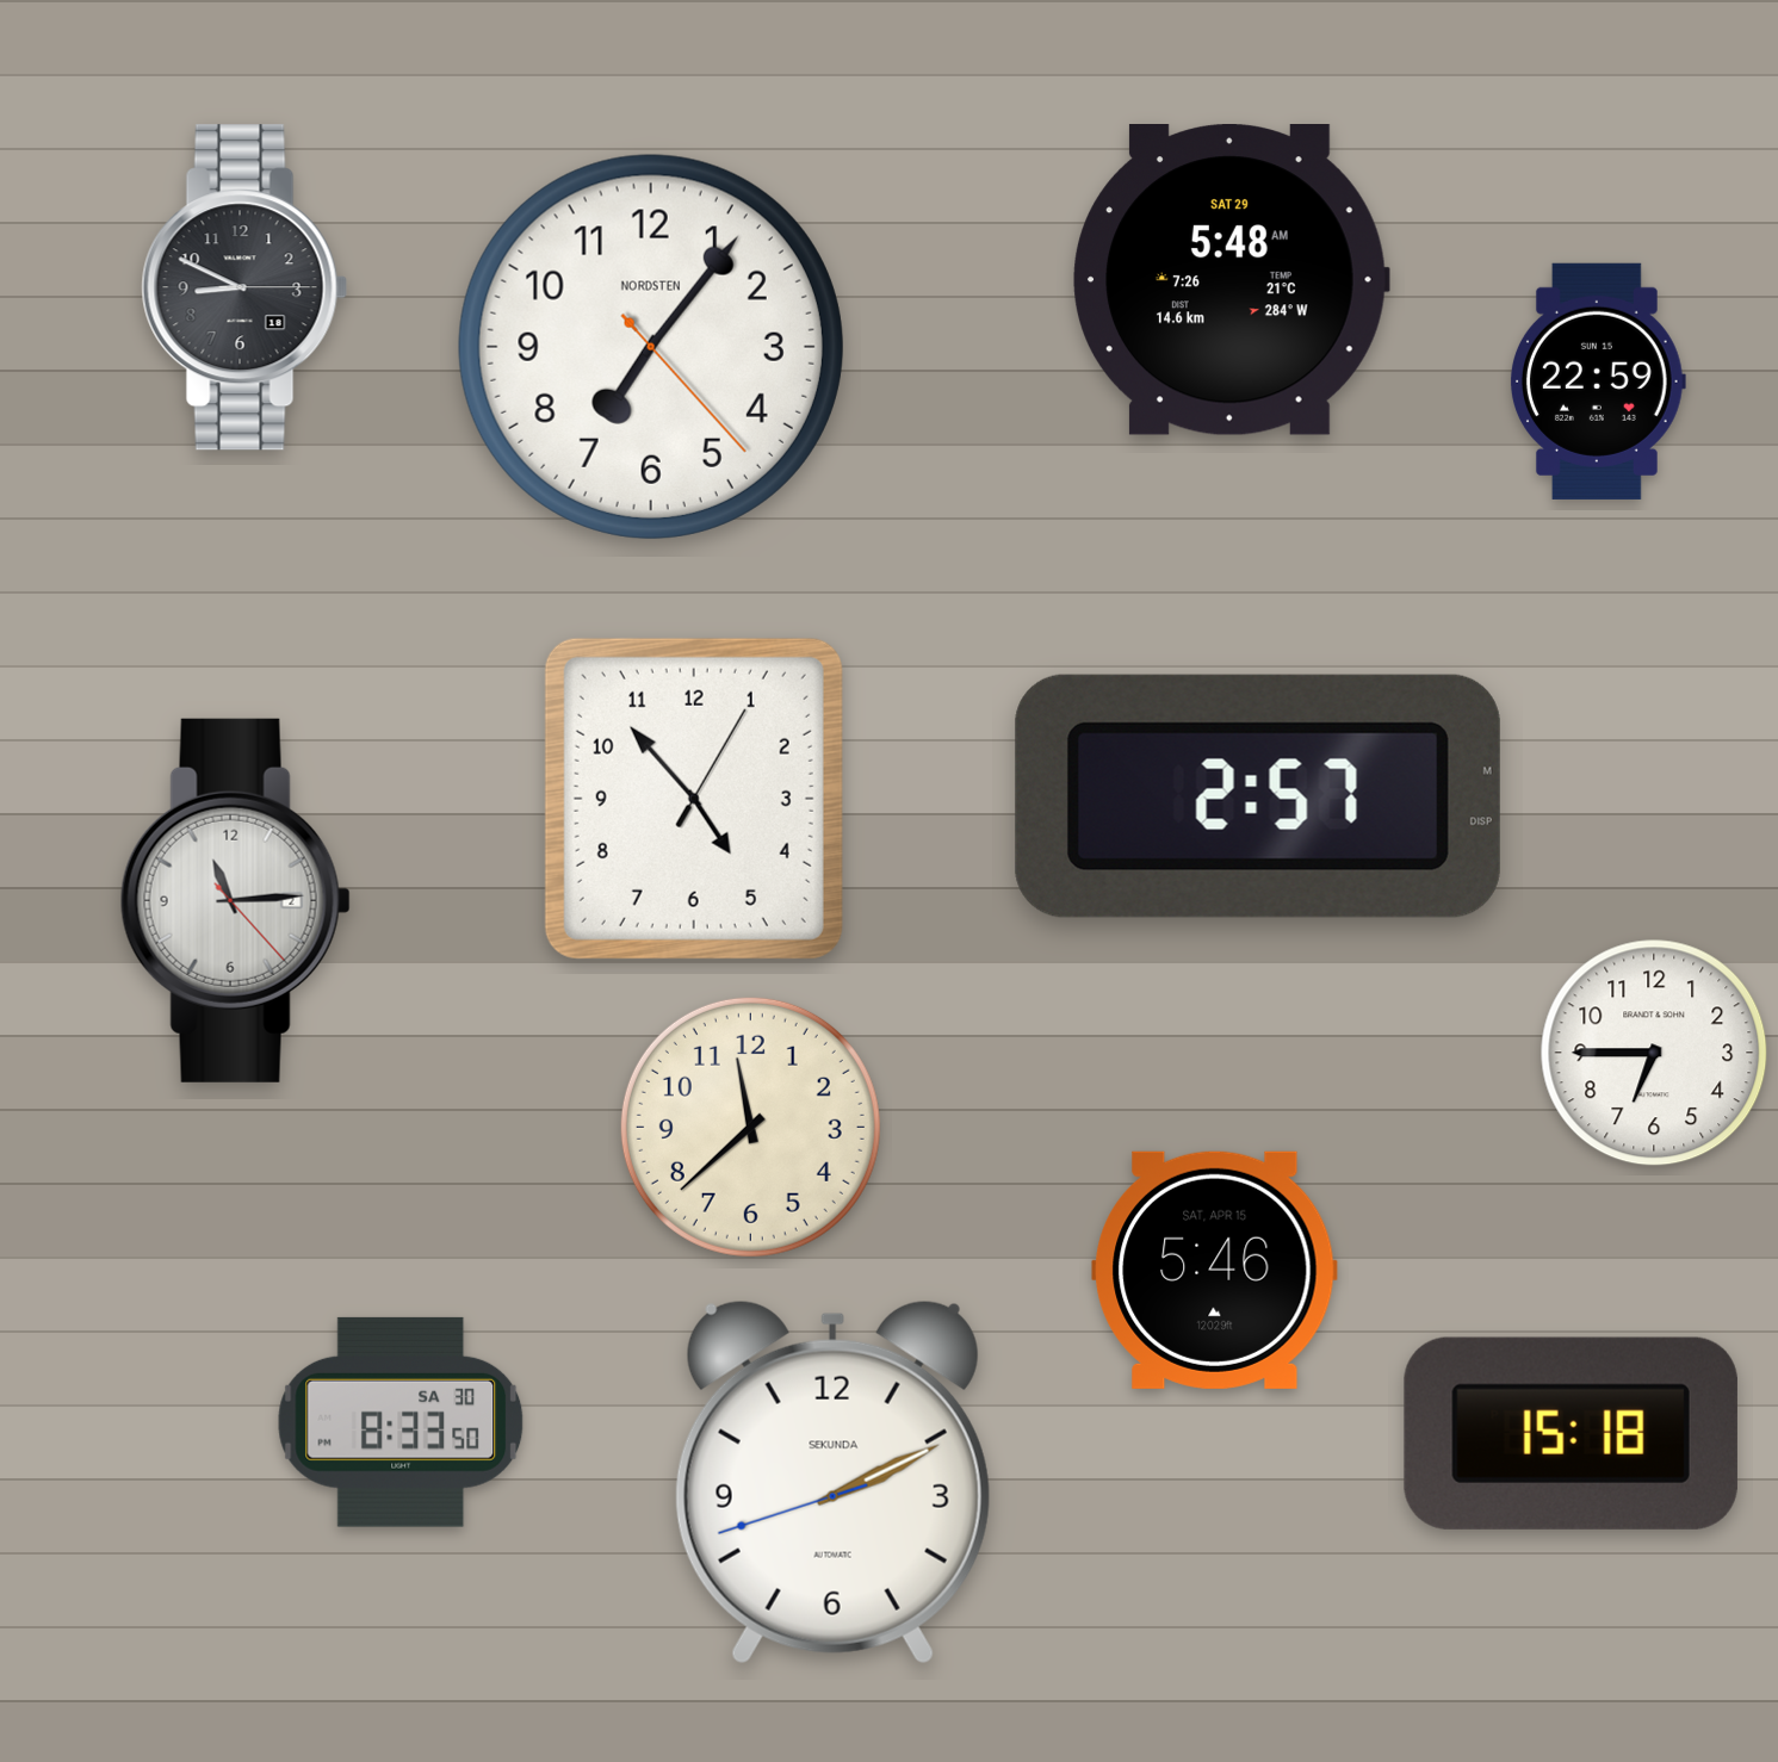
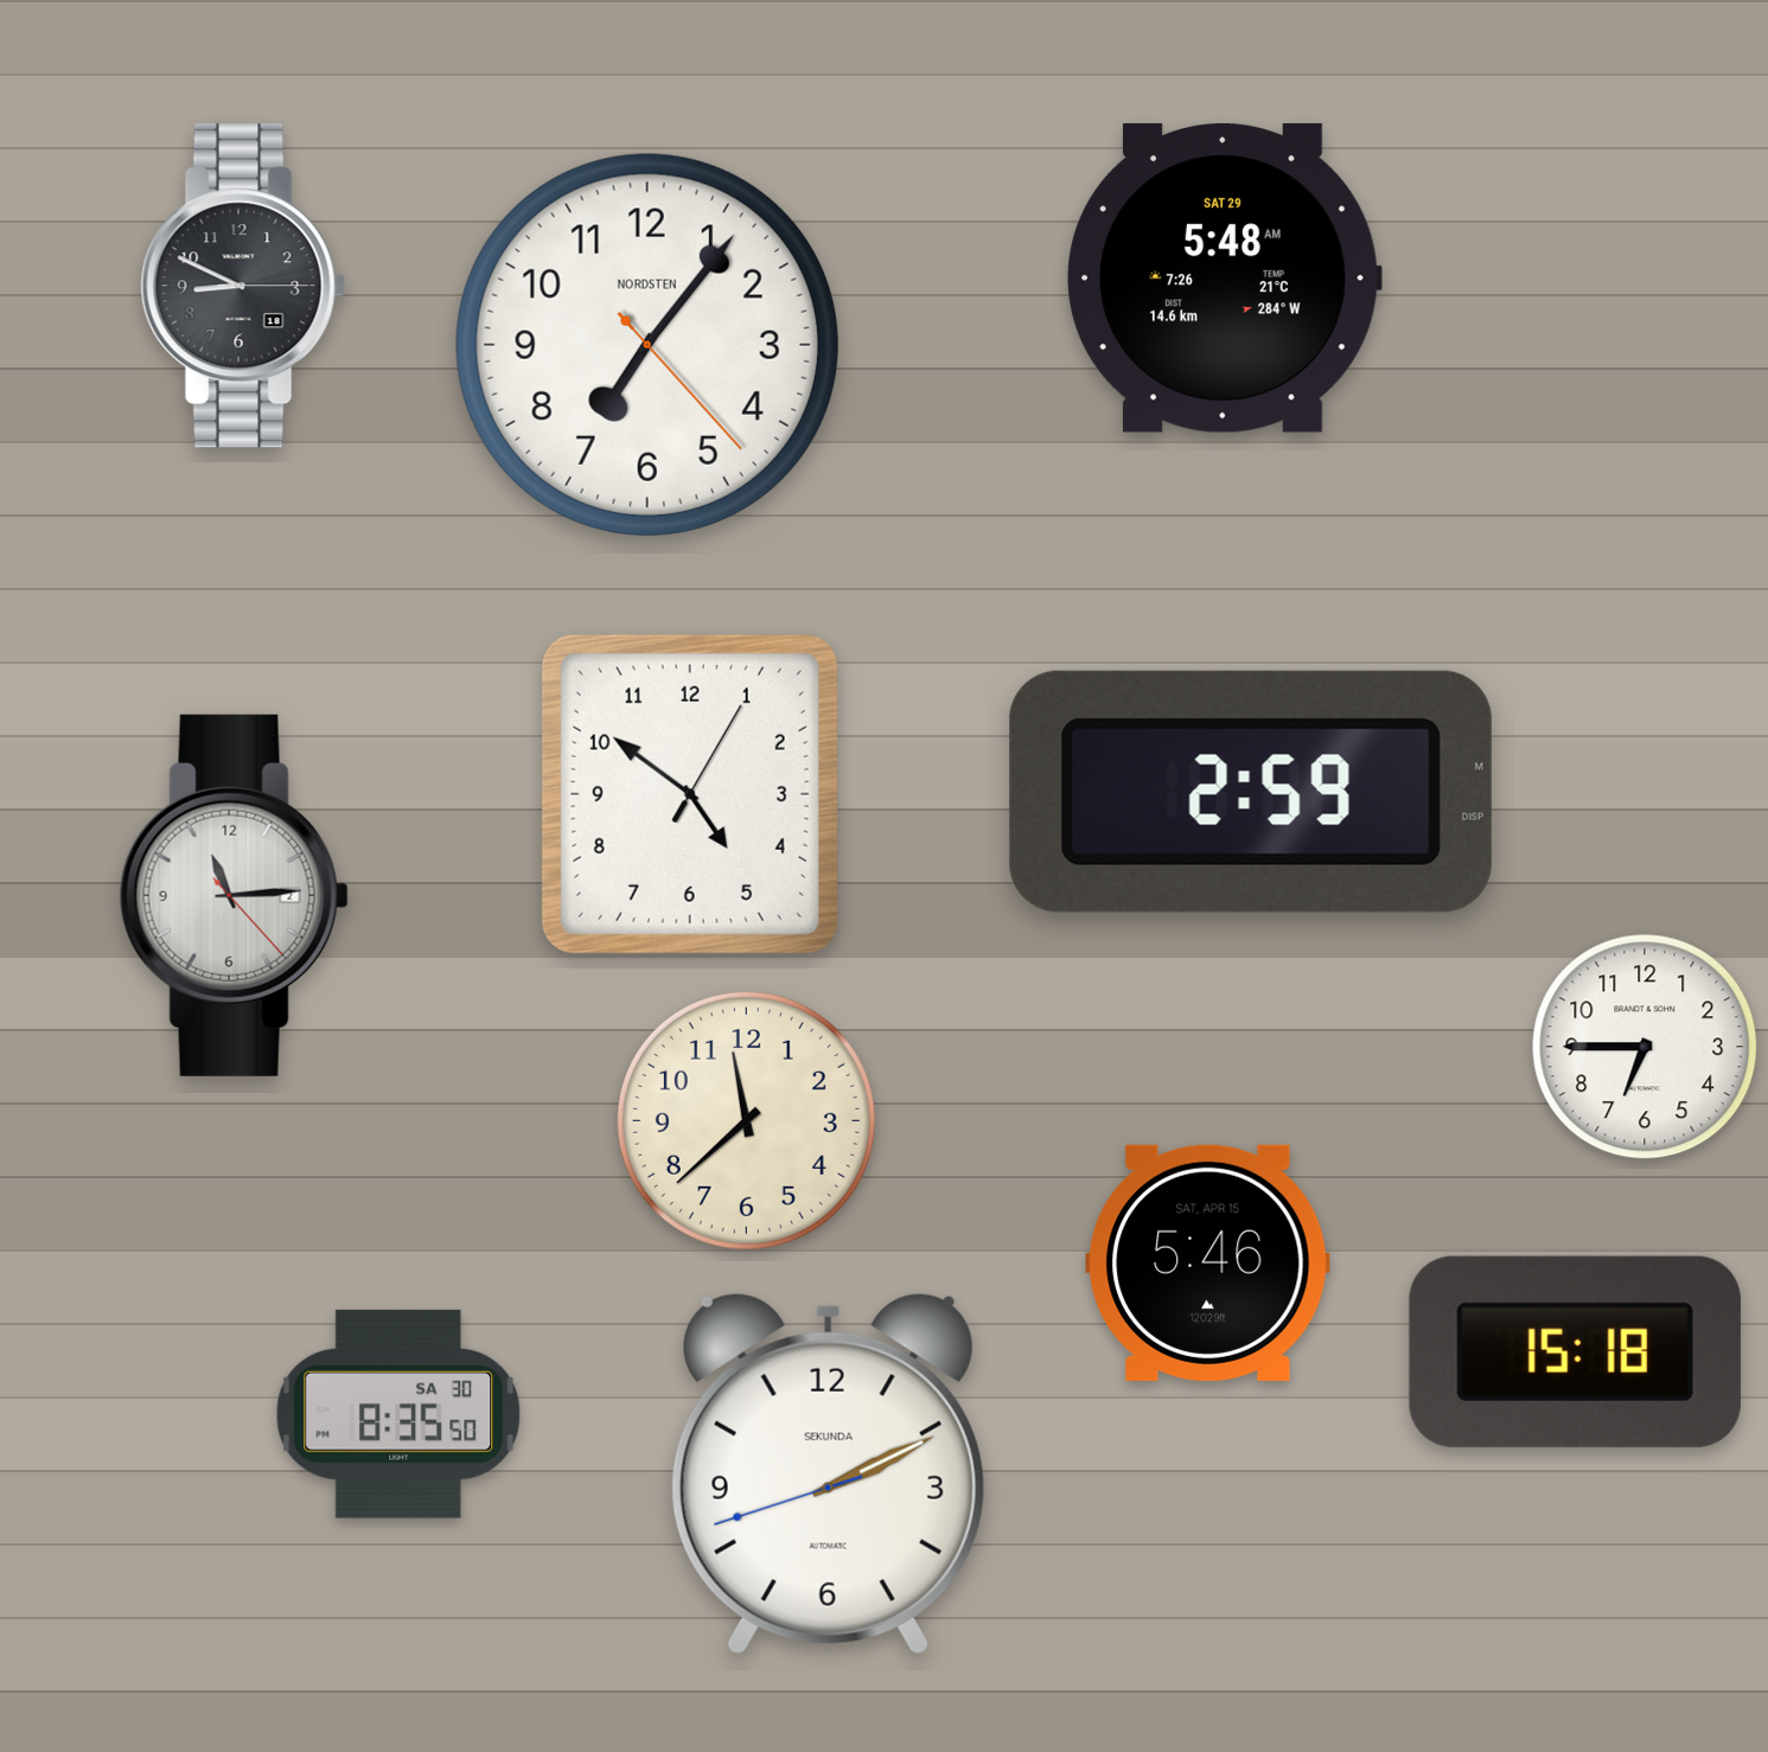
clock at (1597, 381): 22:59 -> none
clock at (1258, 796): 2:57 -> 2:59
clock at (694, 799): 4:53 -> 4:51
clock at (401, 1422): 8:33 -> 8:35
clock at (1571, 1433) position: (1571, 1433) -> (1575, 1351)
